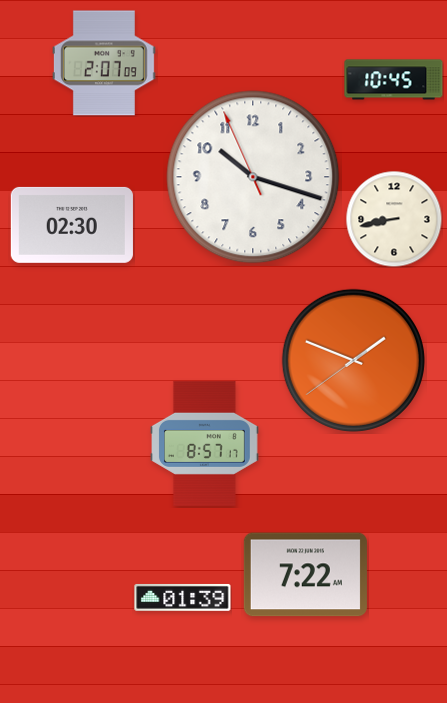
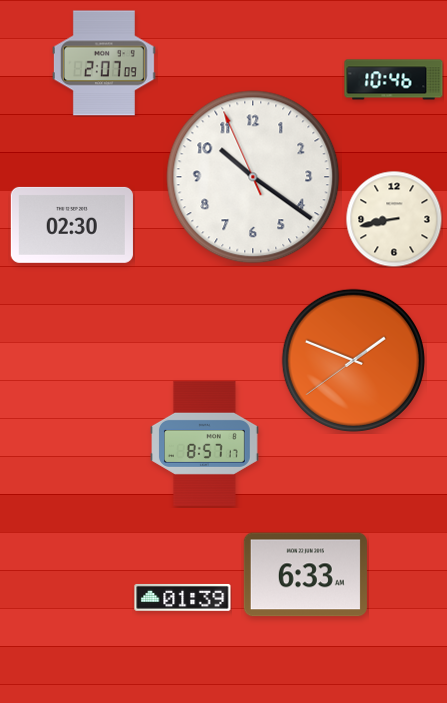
clock at (394, 80): 10:45 -> 10:46
clock at (253, 177): 10:17 -> 10:20
clock at (305, 575): 7:22 -> 6:33
